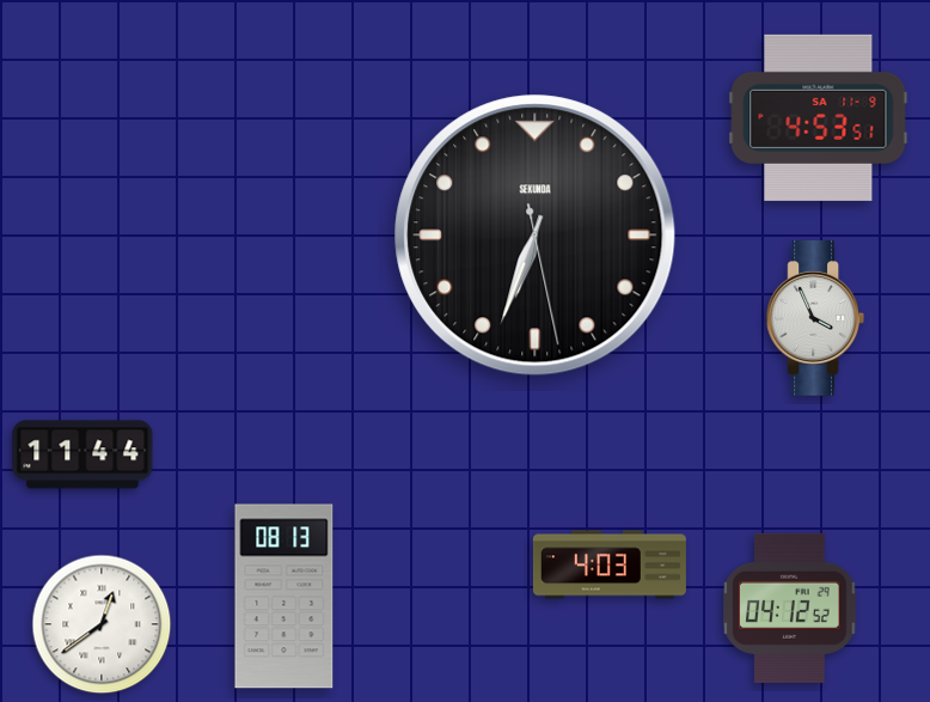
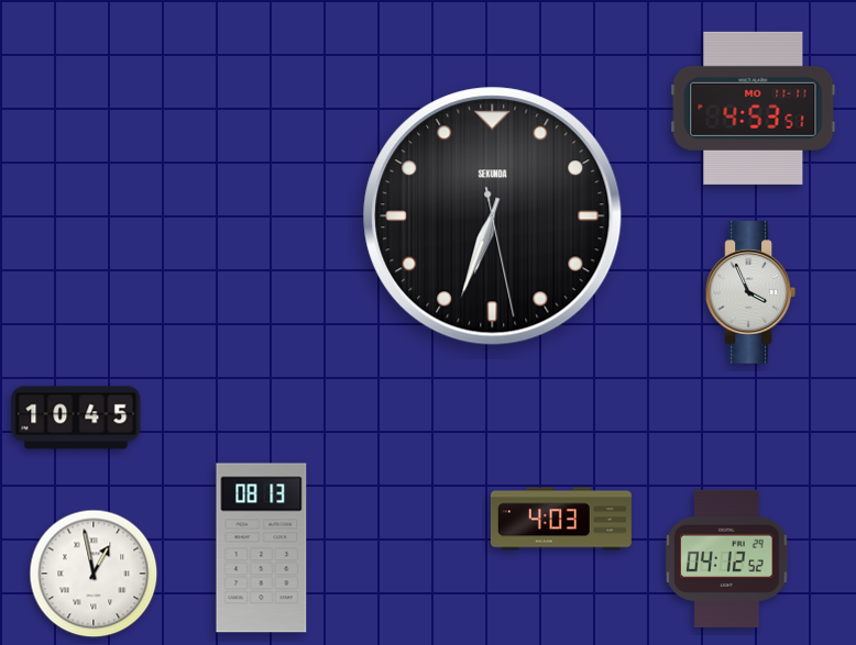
clock at (819, 117) date: SA 11-9 -> MO 11-11
clock at (82, 454): 11:44 -> 10:45
clock at (102, 624): 12:39 -> 12:58
